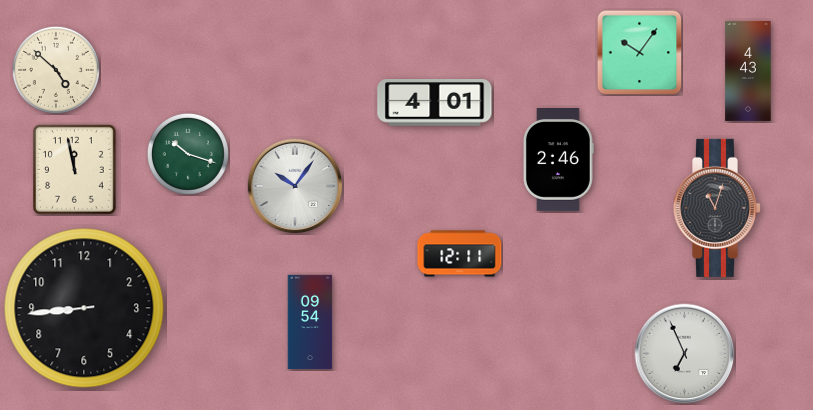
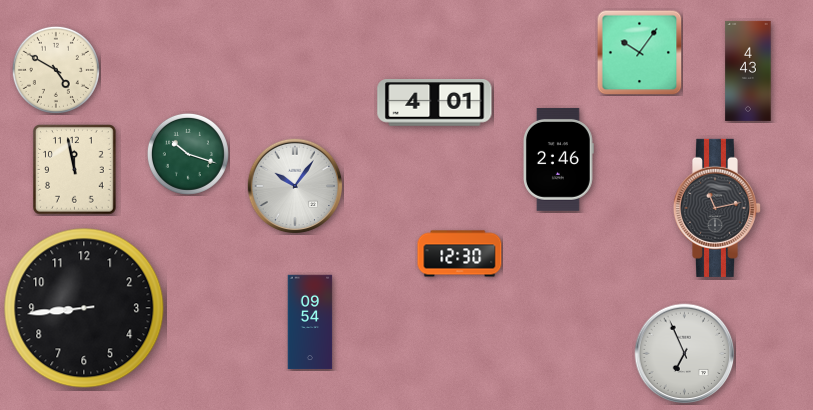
clock at (56, 70): 4:52 -> 4:50
clock at (716, 208): 11:03 -> 11:13
clock at (460, 254): 12:11 -> 12:30
